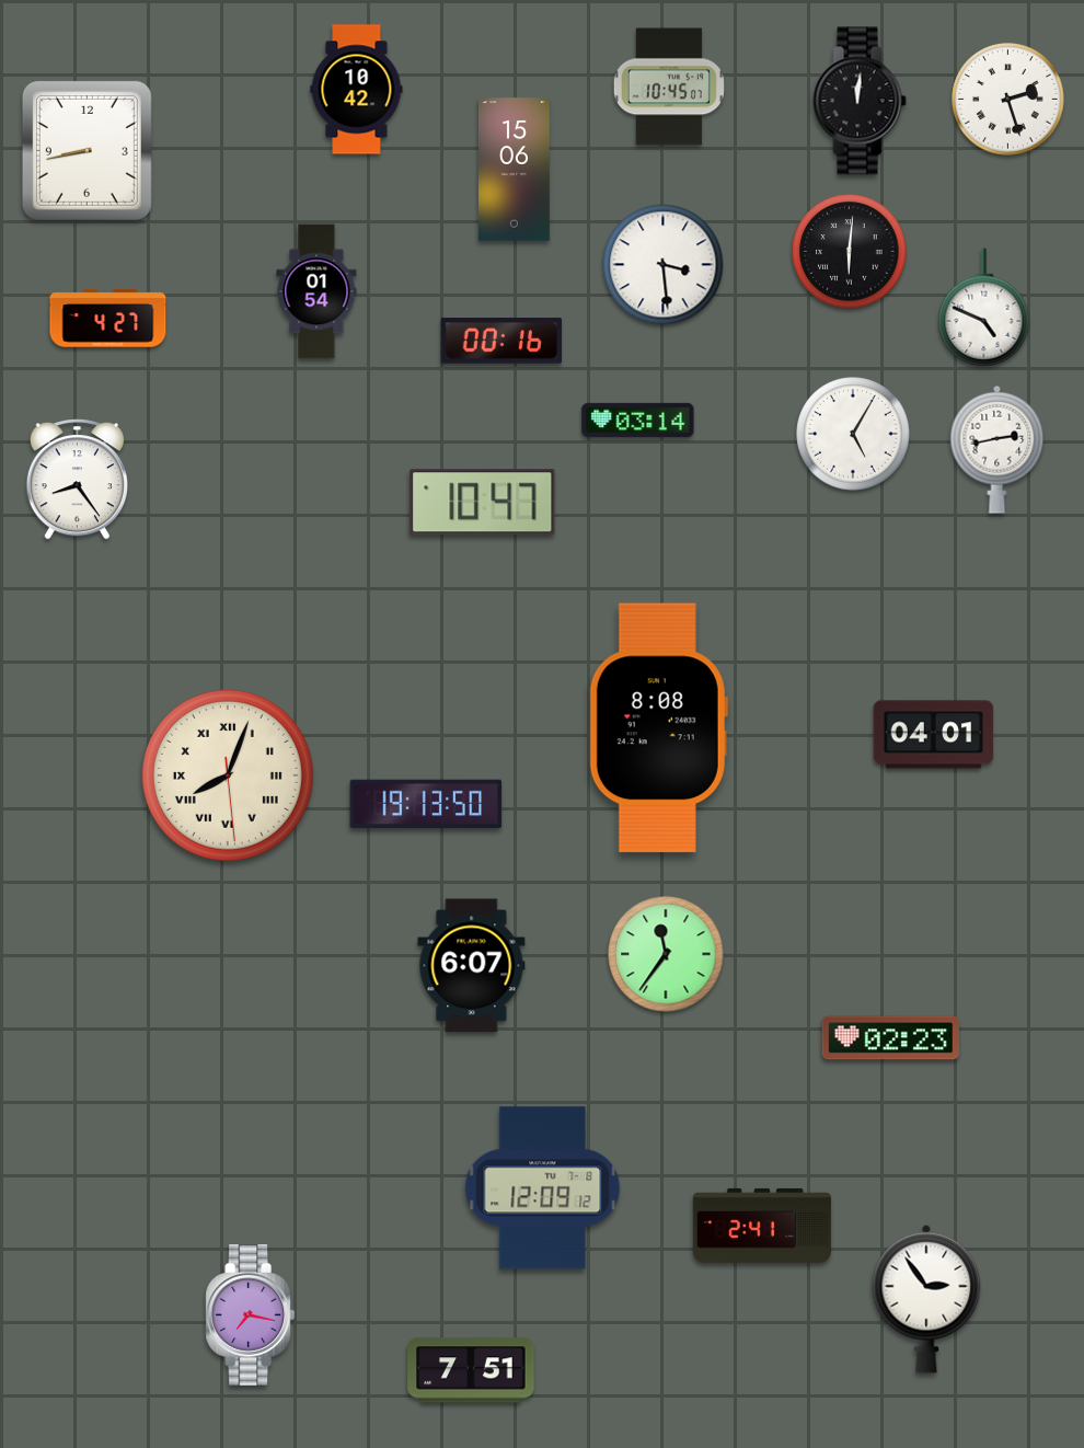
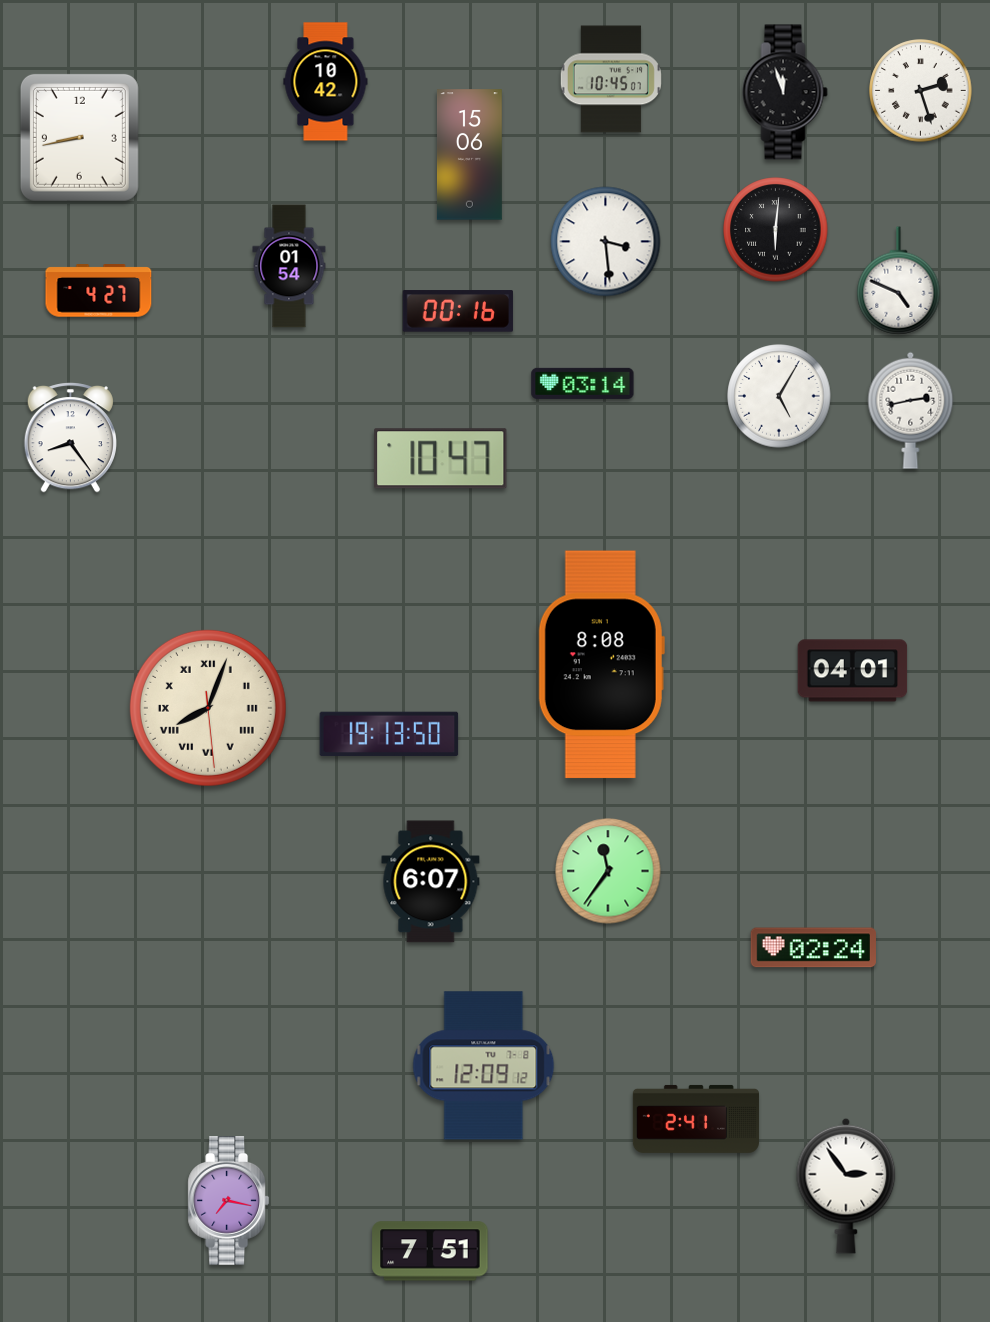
clock at (860, 101): 12:01 -> 11:57
clock at (890, 1038): 02:23 -> 02:24
clock at (543, 1188) position: (543, 1188) -> (484, 1066)
